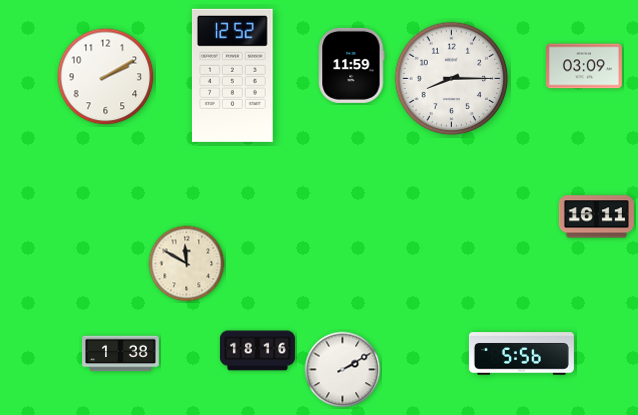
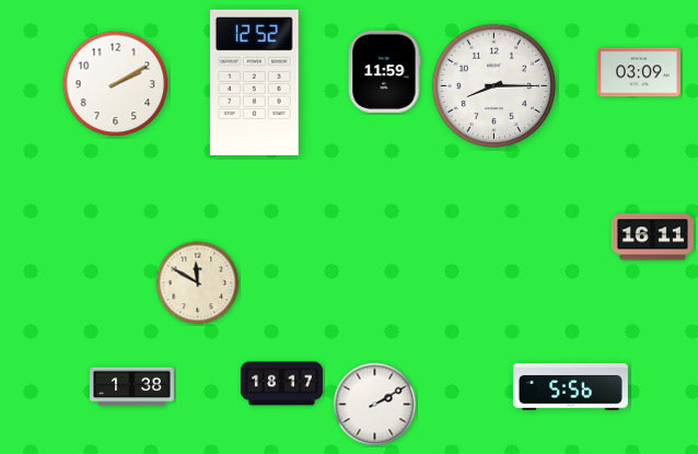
clock at (187, 264) position: (187, 264) -> (198, 283)
clock at (257, 351): 18:16 -> 18:17
